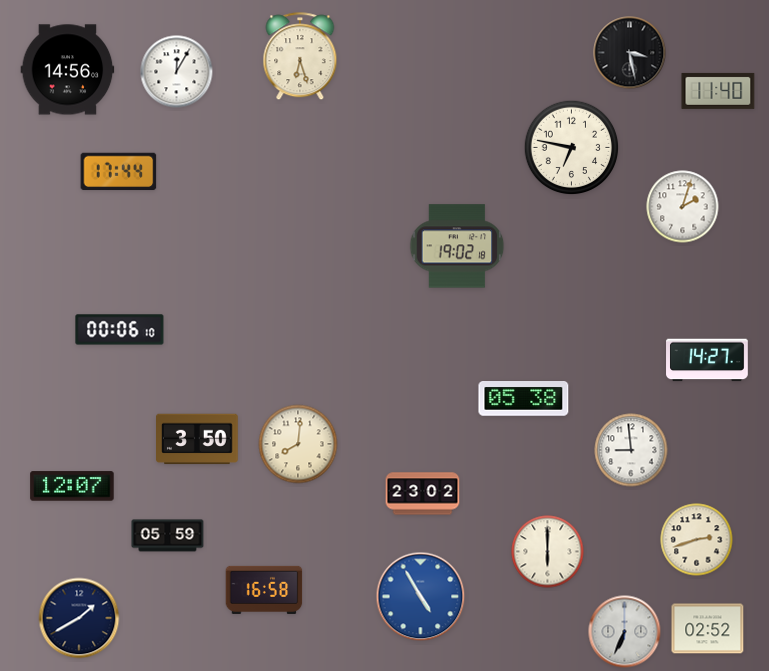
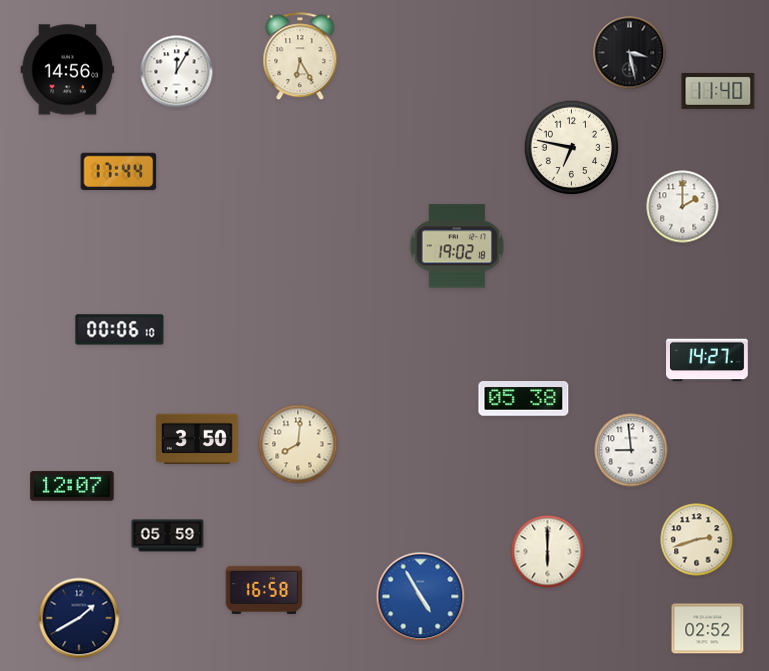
clock at (300, 57): 6:27 -> 6:25
clock at (683, 207): 2:03 -> 2:00
clock at (423, 494): 23:02 -> none
clock at (625, 632): 6:34 -> none
